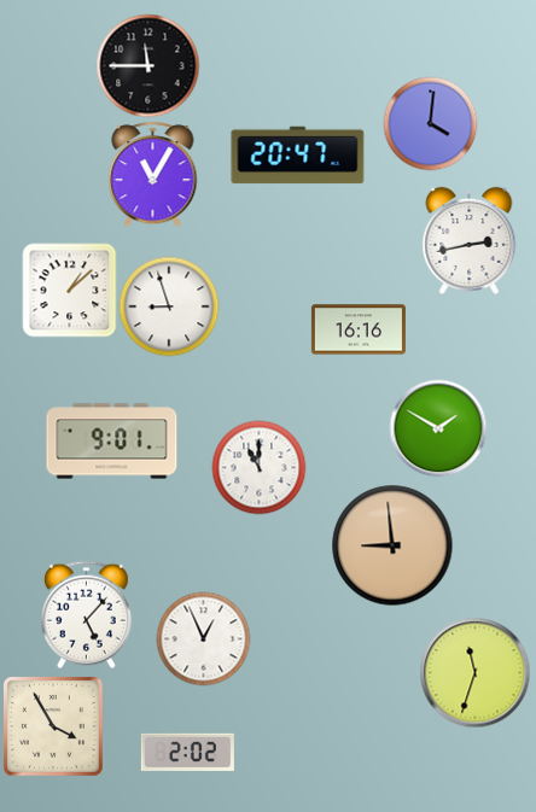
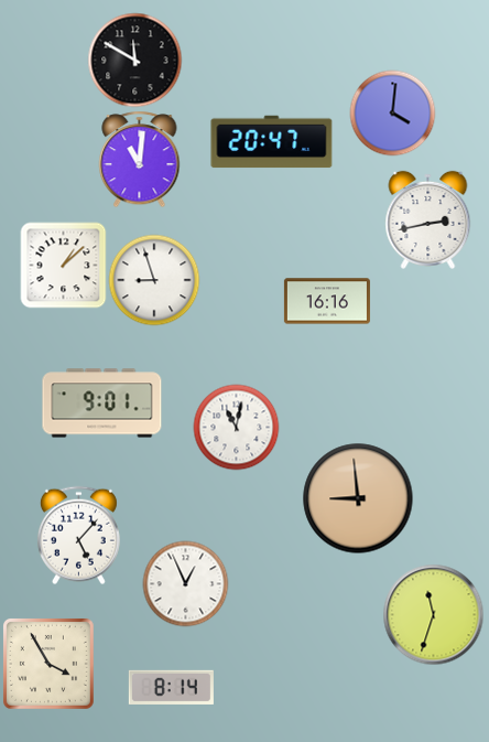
clock at (147, 65): 11:45 -> 11:50
clock at (153, 174): 11:05 -> 11:01
clock at (438, 428): 1:50 -> none
clock at (258, 467): 11:00 -> 11:02
clock at (86, 614) position: (86, 614) -> (78, 535)
clock at (187, 752): 2:02 -> 8:14
